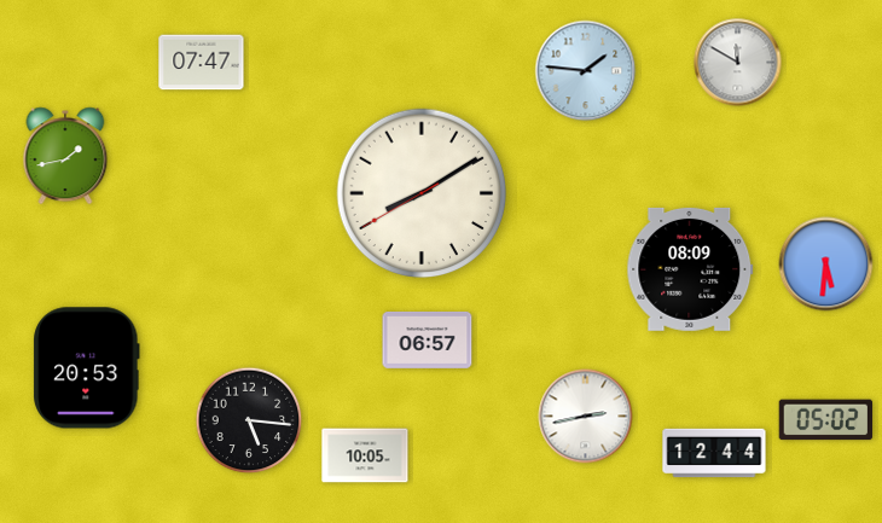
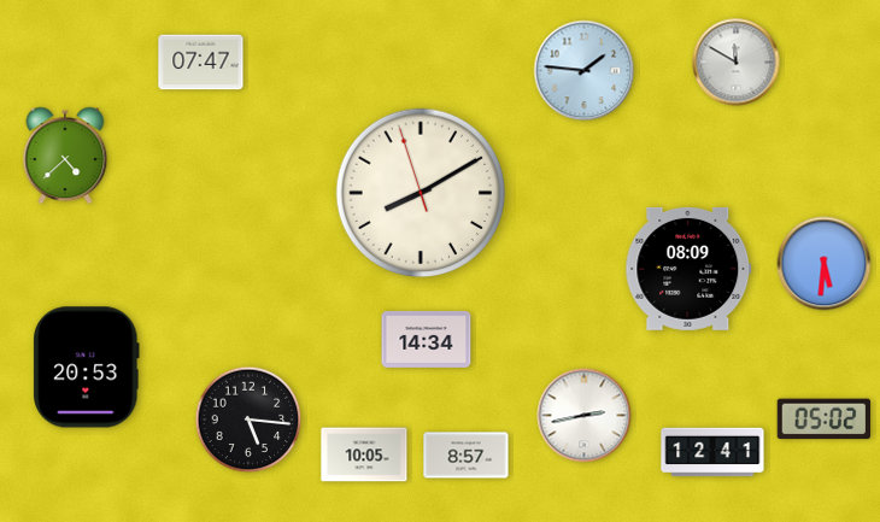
clock at (65, 156): 1:43 -> 4:38
clock at (422, 193): 8:09:40 -> 8:09:57
clock at (428, 339): 06:57 -> 14:34
clock at (714, 453): 12:44 -> 12:41
clock at (467, 456): none -> 8:57
